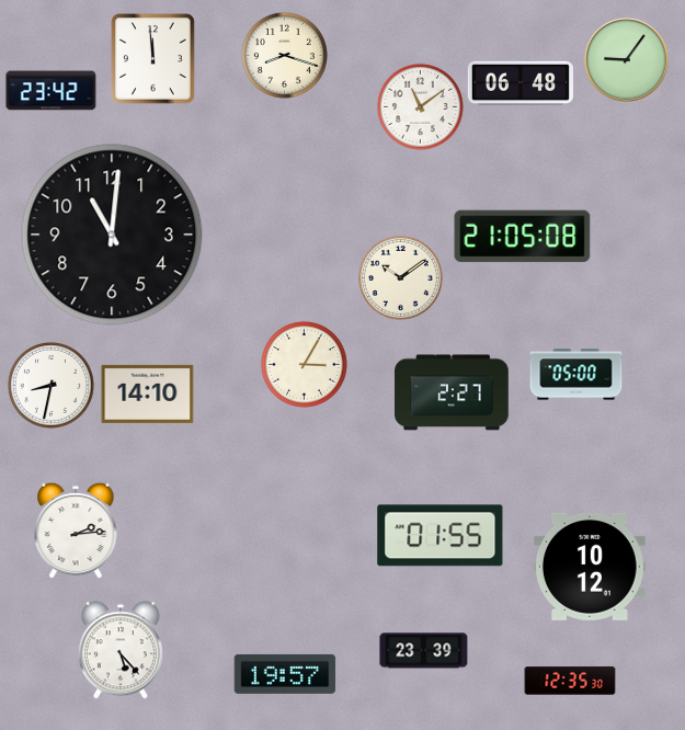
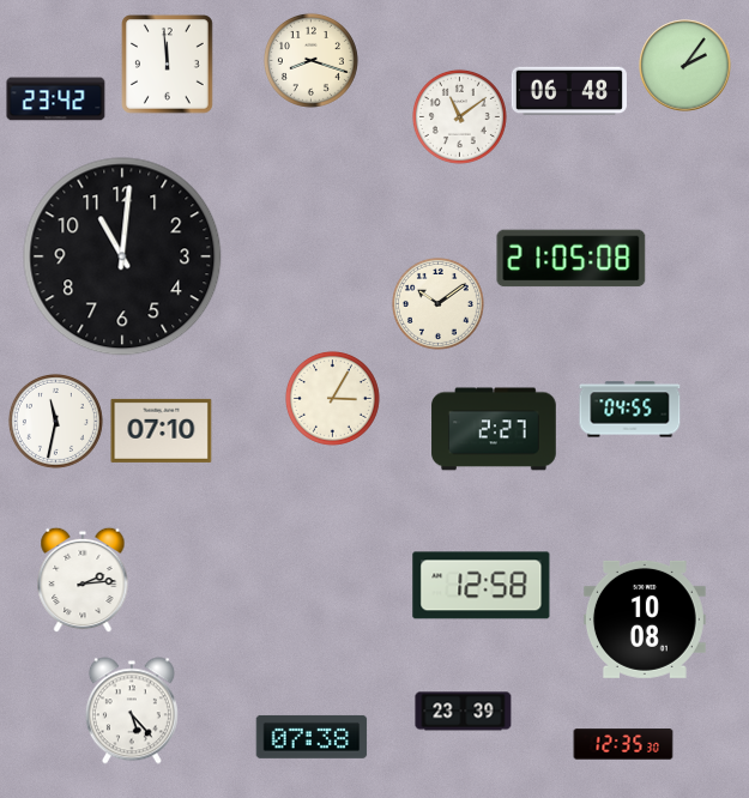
clock at (627, 60): 9:06 -> 2:06
clock at (576, 375): 05:00 -> 04:55
clock at (50, 385): 8:32 -> 11:32
clock at (148, 393): 14:10 -> 07:10
clock at (441, 536): 01:55 -> 12:58
clock at (590, 567): 10:12 -> 10:08
clock at (285, 674): 19:57 -> 07:38
